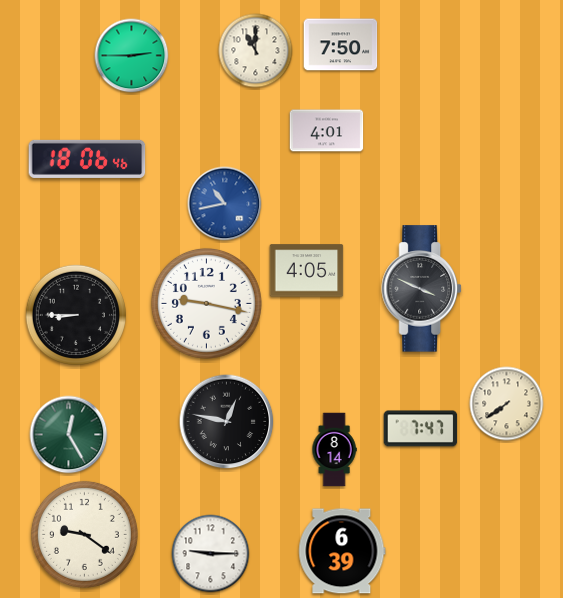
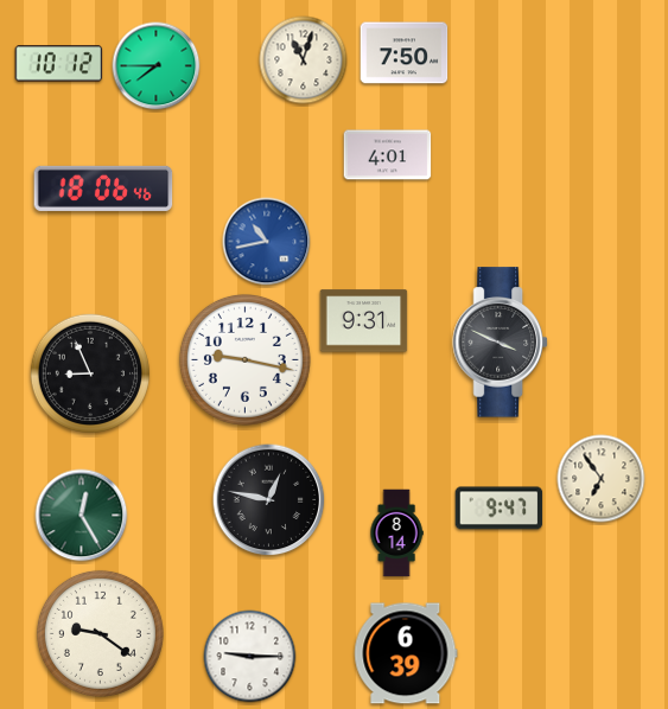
clock at (256, 51): 11:00 -> 11:03
clock at (59, 64): none -> 10:12
clock at (132, 56): 2:45 -> 7:45
clock at (307, 271): 4:05 -> 9:31
clock at (76, 315): 8:45 -> 8:56
clock at (507, 404): 7:39 -> 6:54
clock at (421, 429): 7:47 -> 9:47
